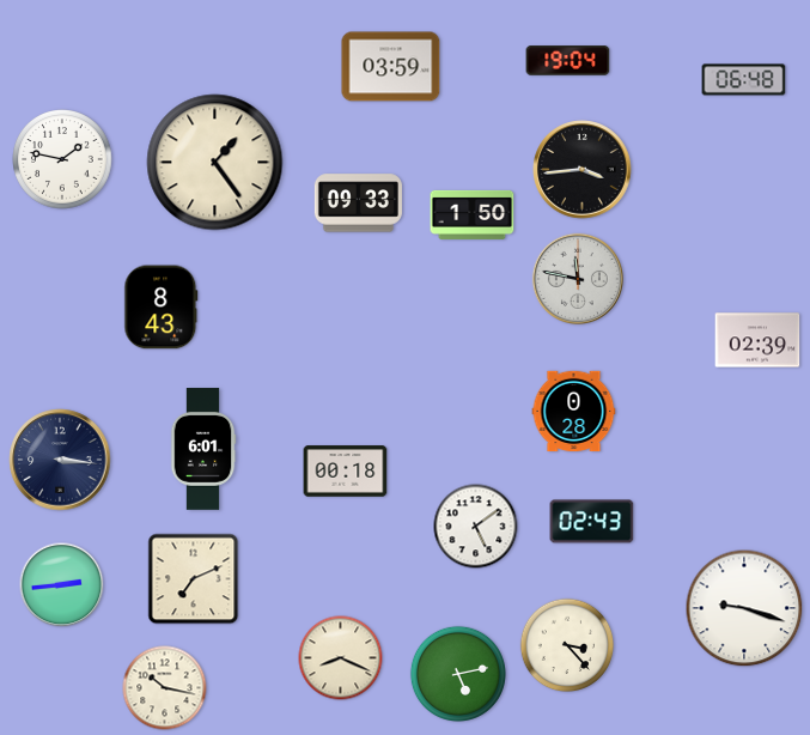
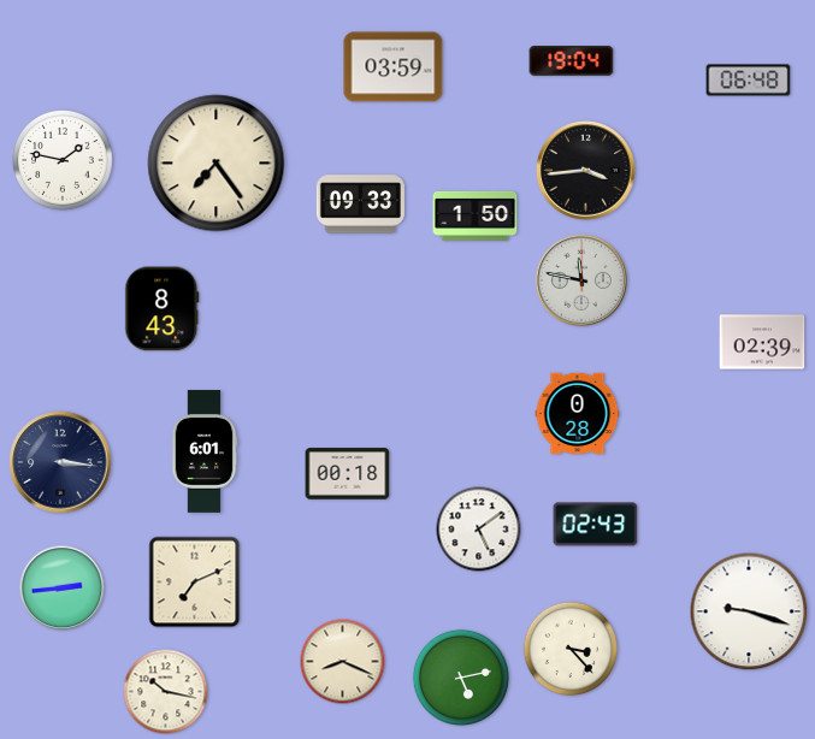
clock at (215, 163): 1:24 -> 7:24
